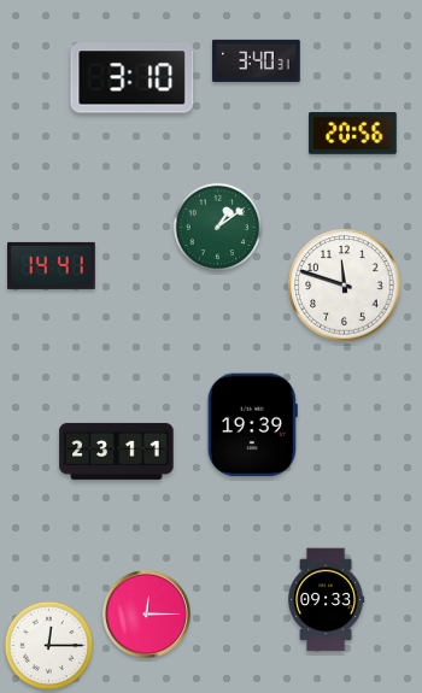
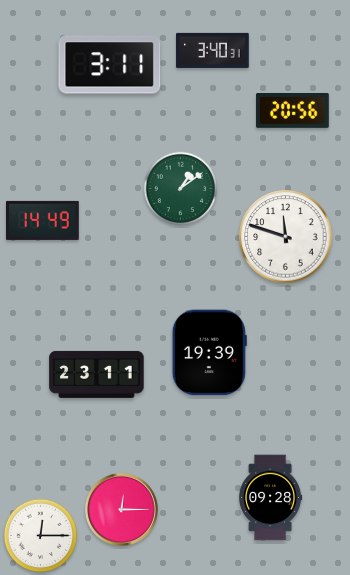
clock at (133, 78): 3:10 -> 3:11
clock at (52, 265): 14:41 -> 14:49
clock at (327, 600): 09:33 -> 09:28
